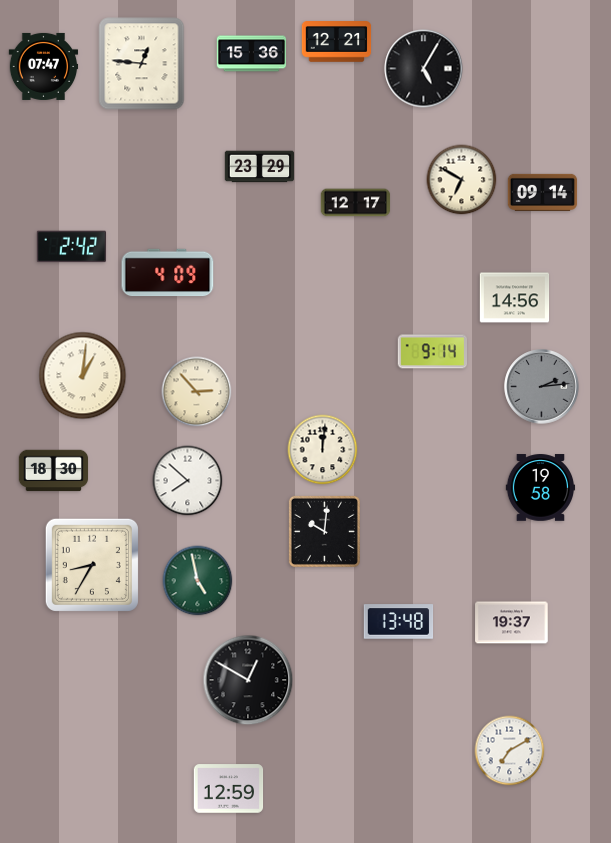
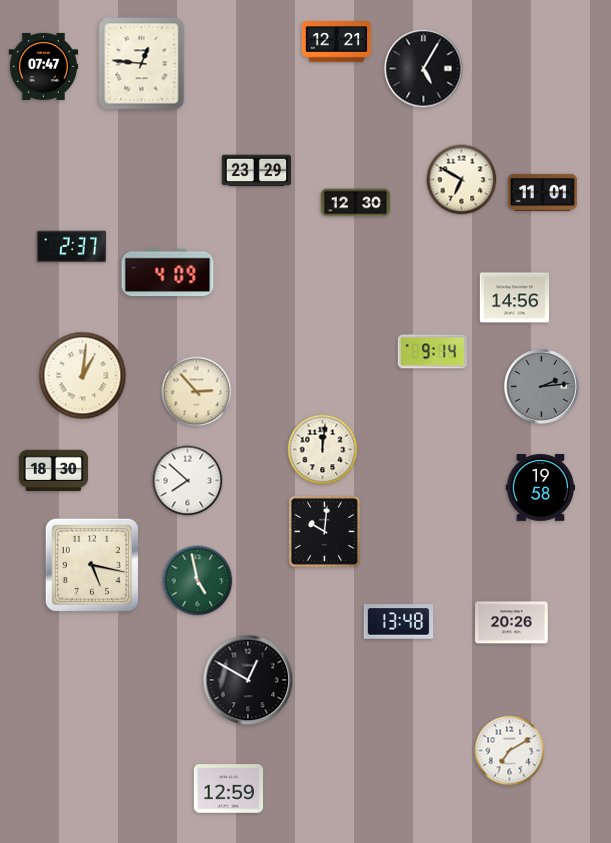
clock at (252, 54): 15:36 -> none
clock at (260, 167) position: (260, 167) -> (257, 171)
clock at (543, 192): 09:14 -> 11:01
clock at (356, 203): 12:17 -> 12:30
clock at (72, 247): 2:42 -> 2:37
clock at (92, 565): 8:35 -> 5:17
clock at (512, 623): 19:37 -> 20:26
